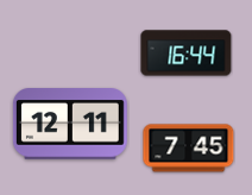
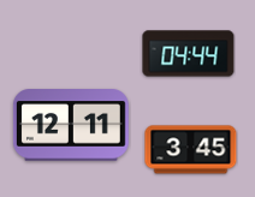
clock at (187, 54): 16:44 -> 04:44
clock at (189, 149): 7:45 -> 3:45
